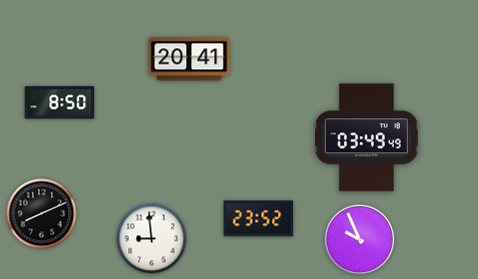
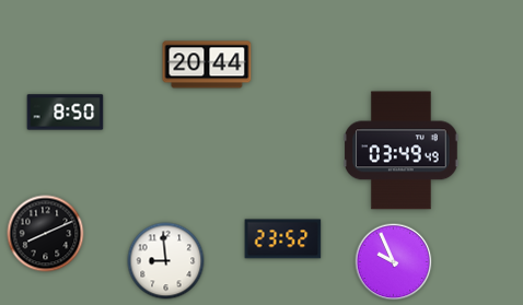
clock at (189, 59): 20:41 -> 20:44
